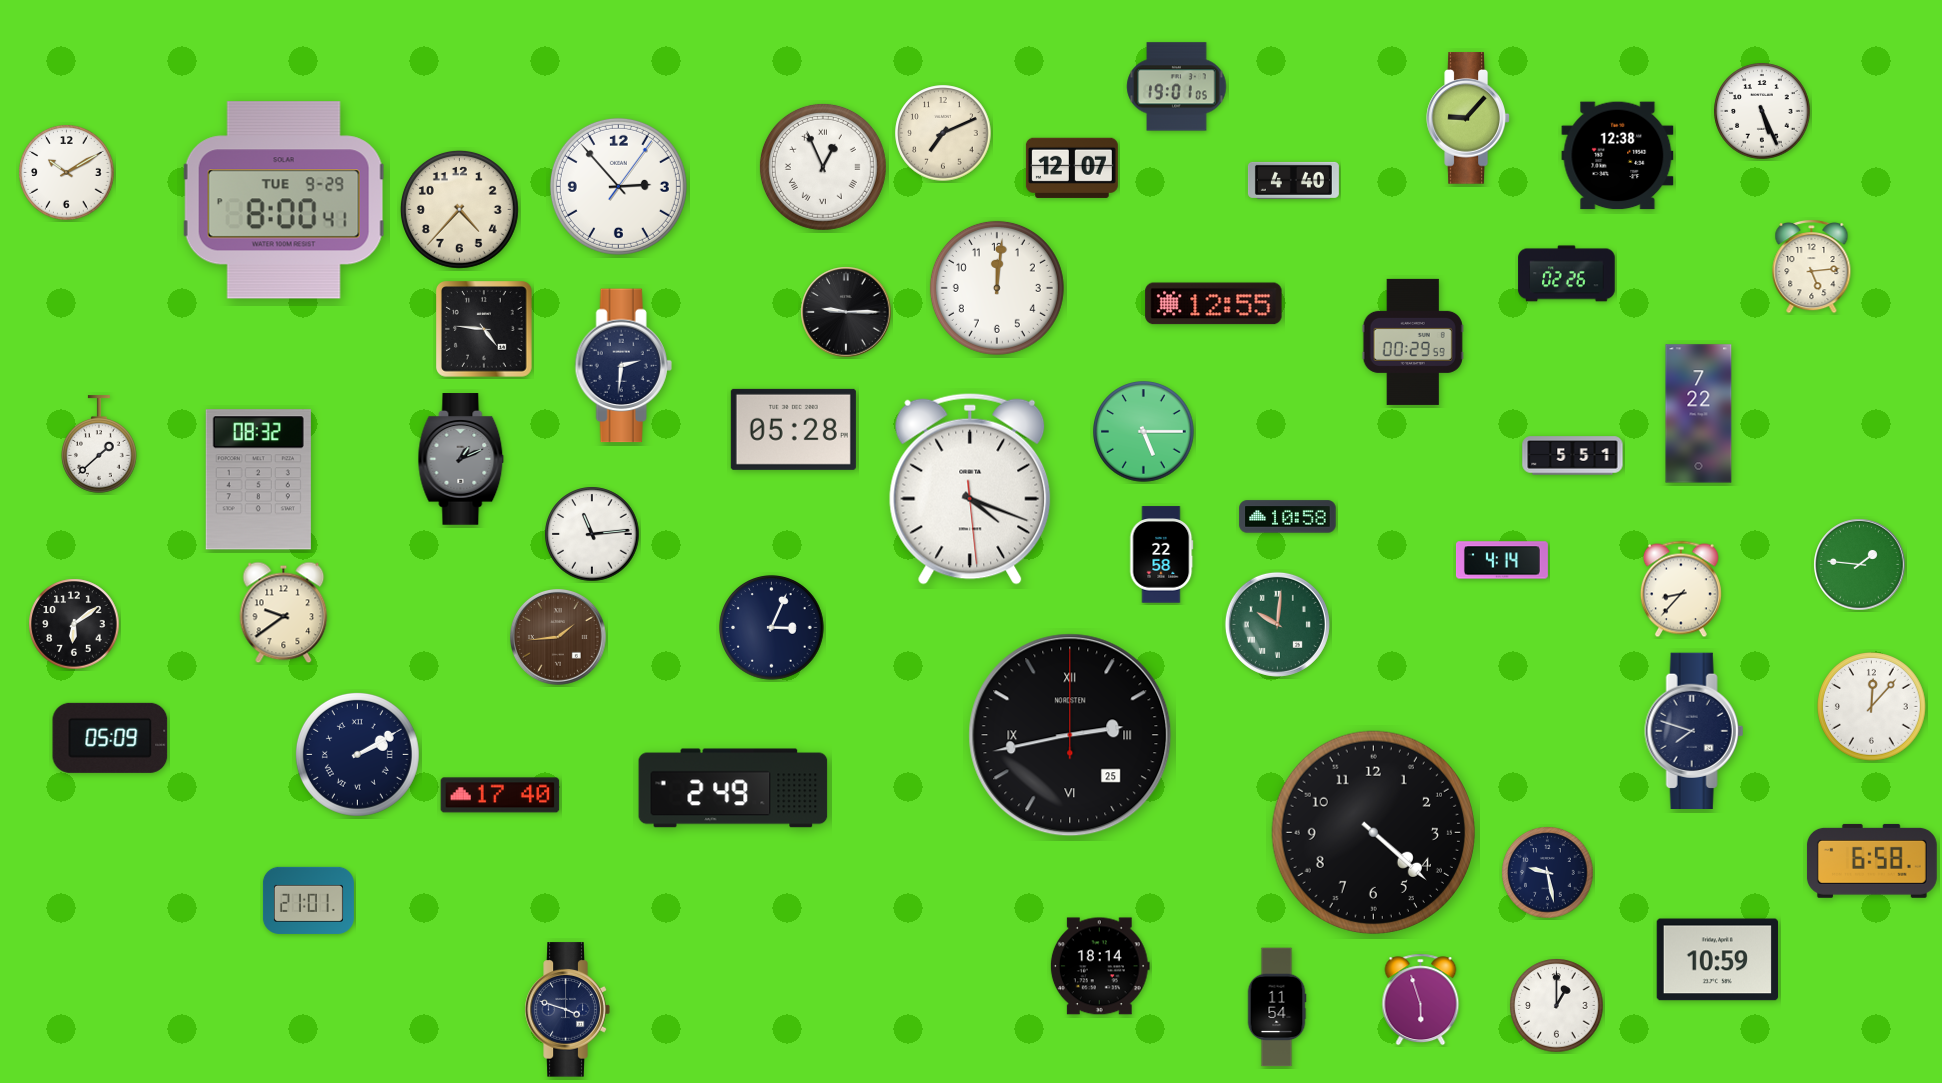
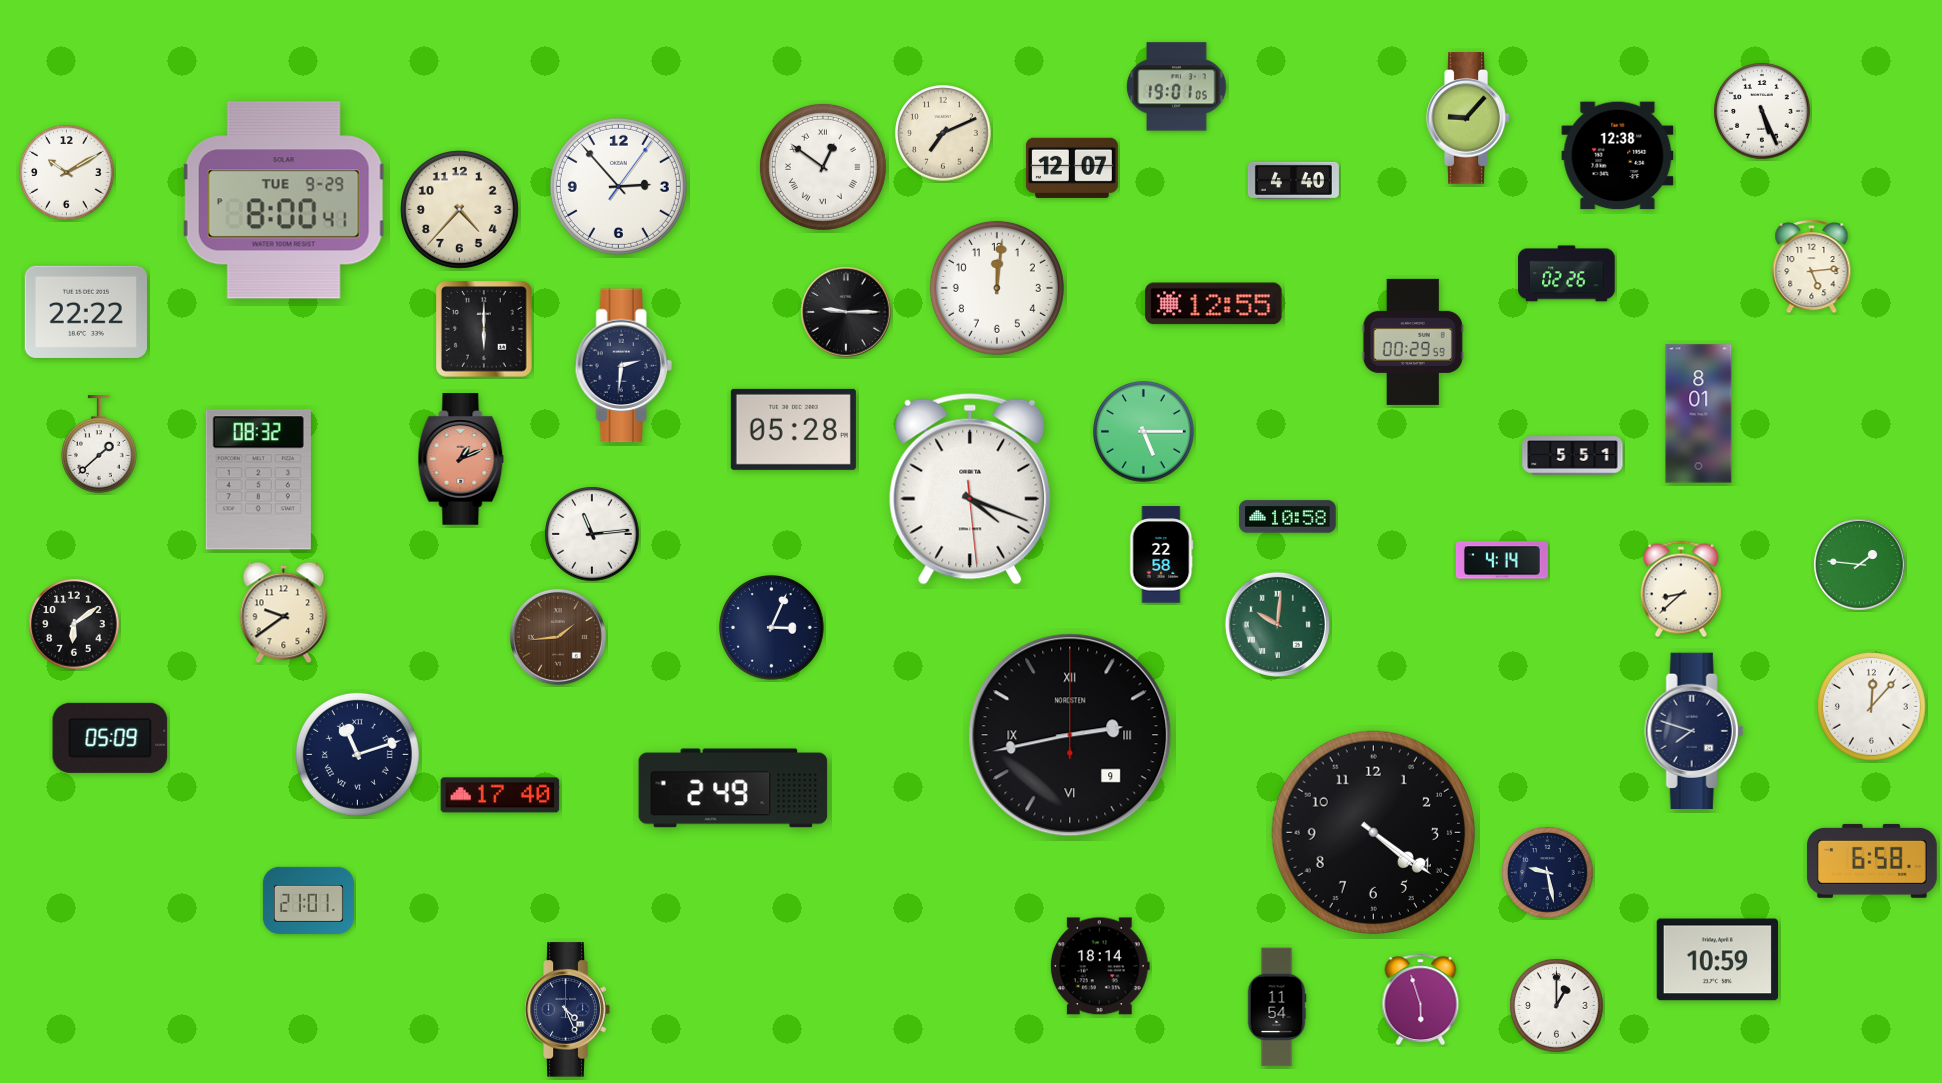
clock at (823, 167): 12:56 -> 12:51
clock at (86, 312): none -> 22:22
clock at (484, 329): 4:46 -> 6:00
clock at (1699, 414): 7:22 -> 8:01
clock at (461, 459) dial: grey -> salmon
clock at (1681, 589): 8:37 -> 8:38
clock at (1070, 735) date: 25 -> 9
clock at (357, 754): 2:10 -> 11:12
clock at (1373, 832): 4:22 -> 4:21
clock at (567, 1010): 3:48 -> 4:26
